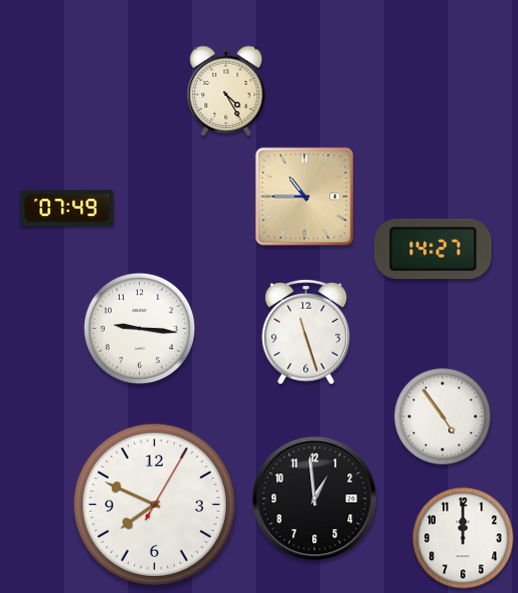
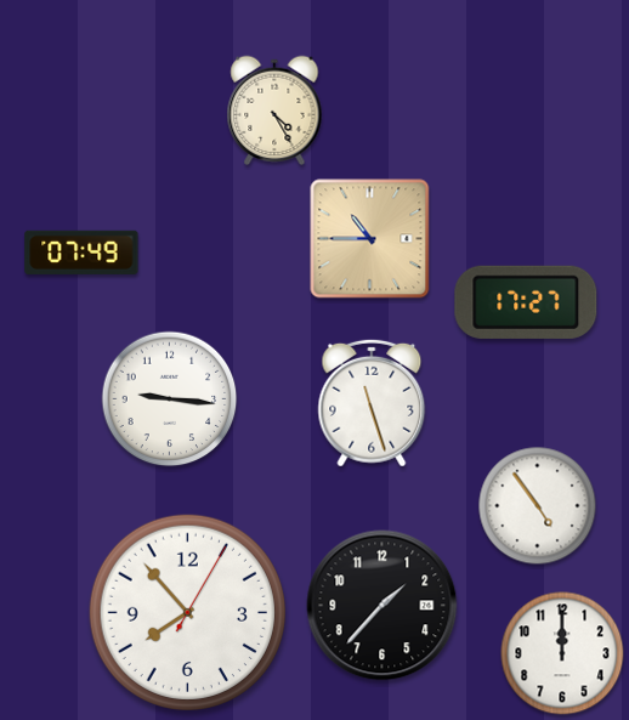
clock at (433, 249): 14:27 -> 17:27
clock at (315, 499): 12:59 -> 1:37
clock at (154, 504): 7:49 -> 7:53
